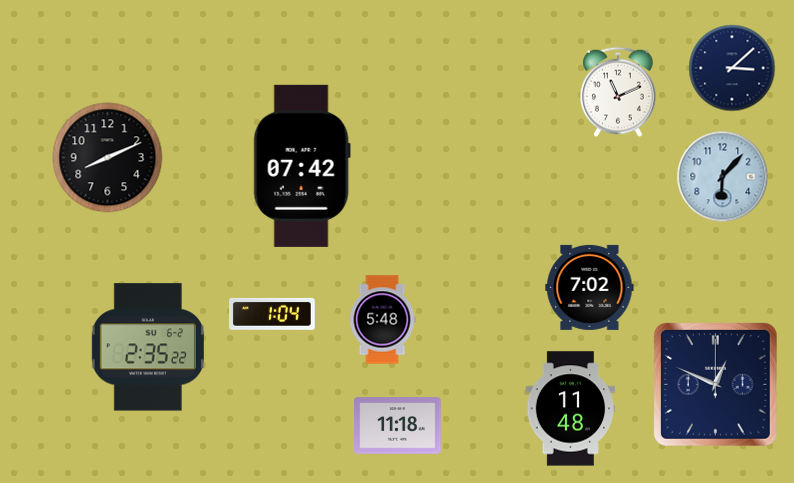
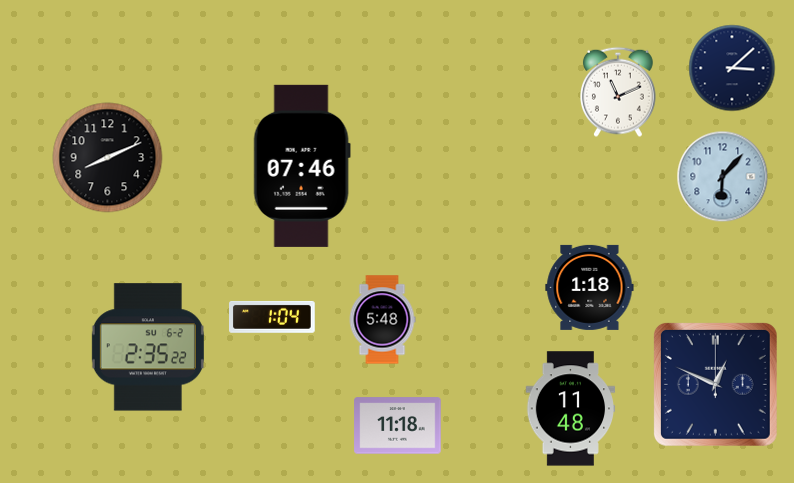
clock at (302, 166): 07:42 -> 07:46
clock at (590, 287): 7:02 -> 1:18
clock at (273, 314) position: (273, 314) -> (273, 317)
